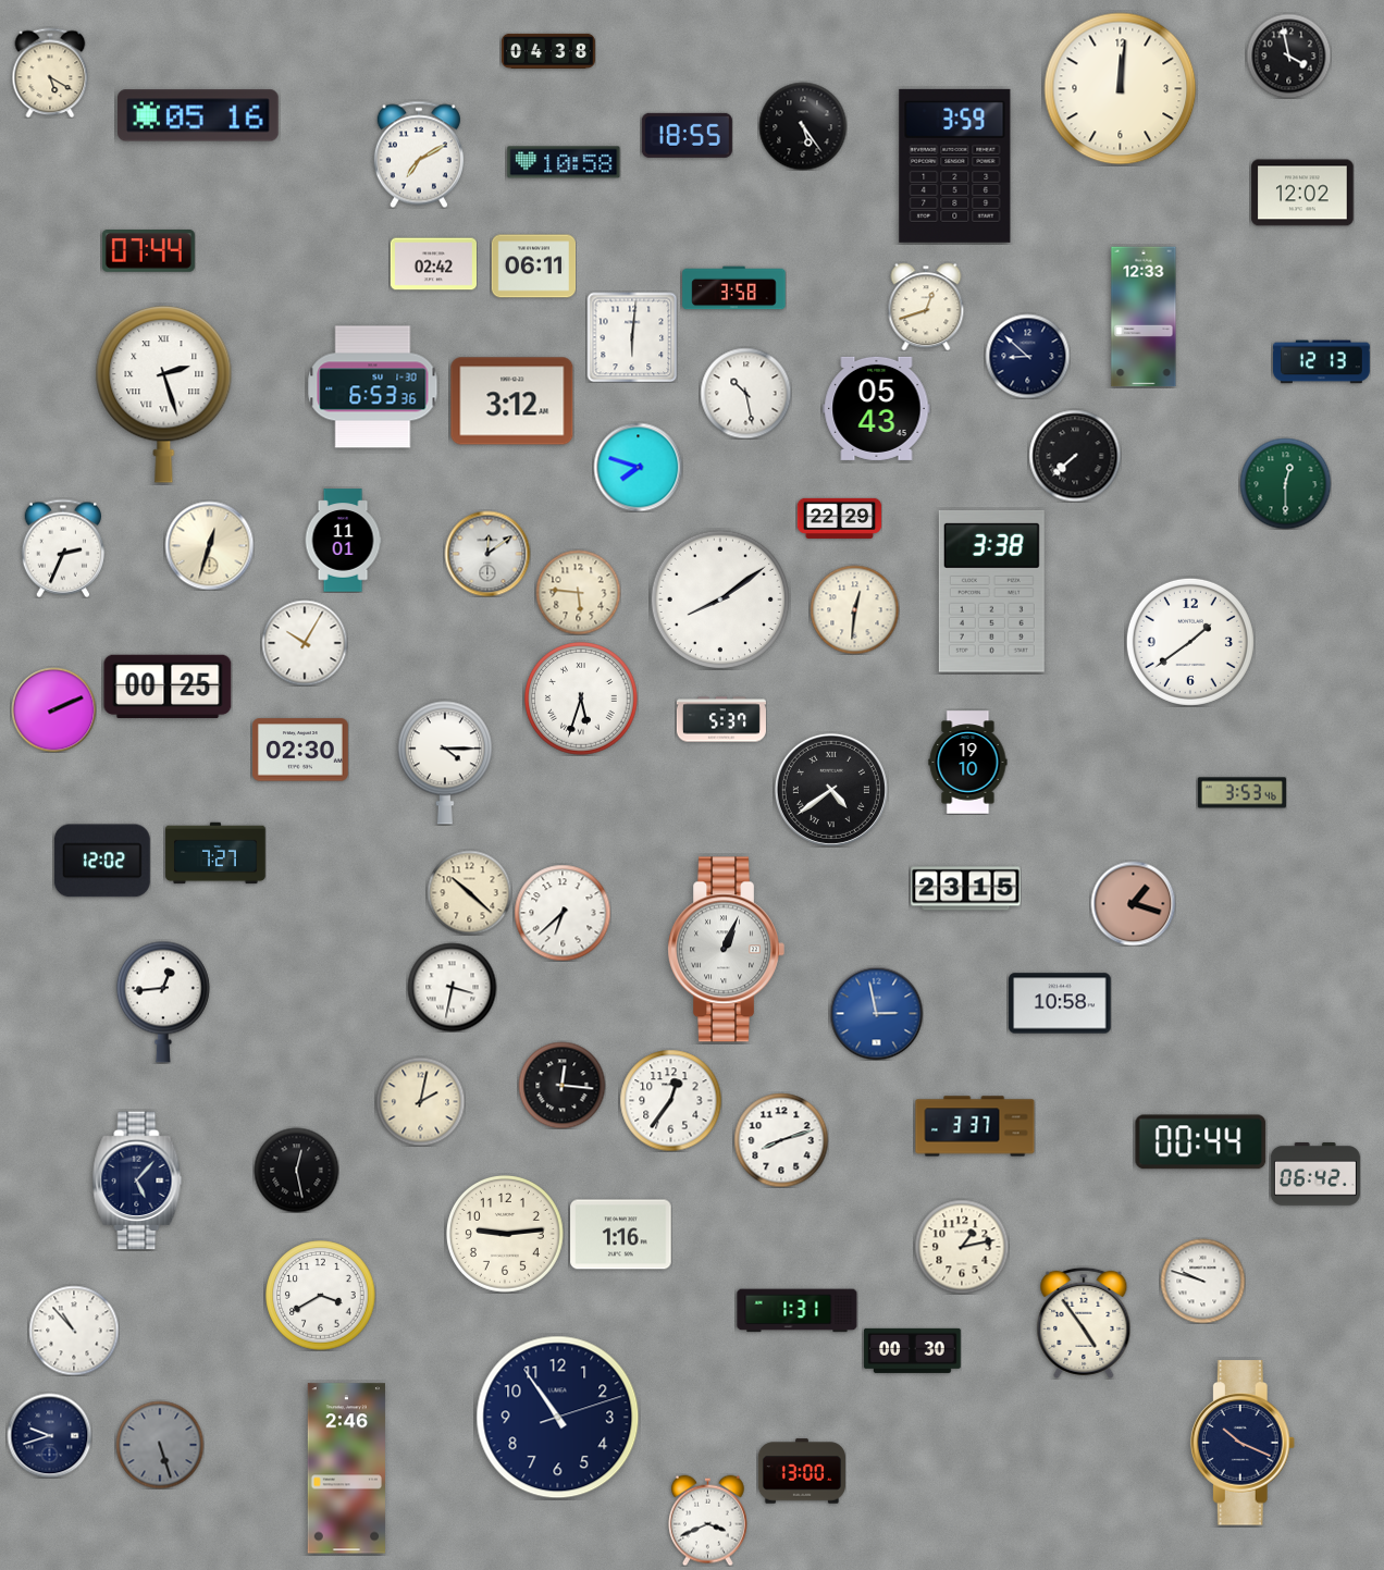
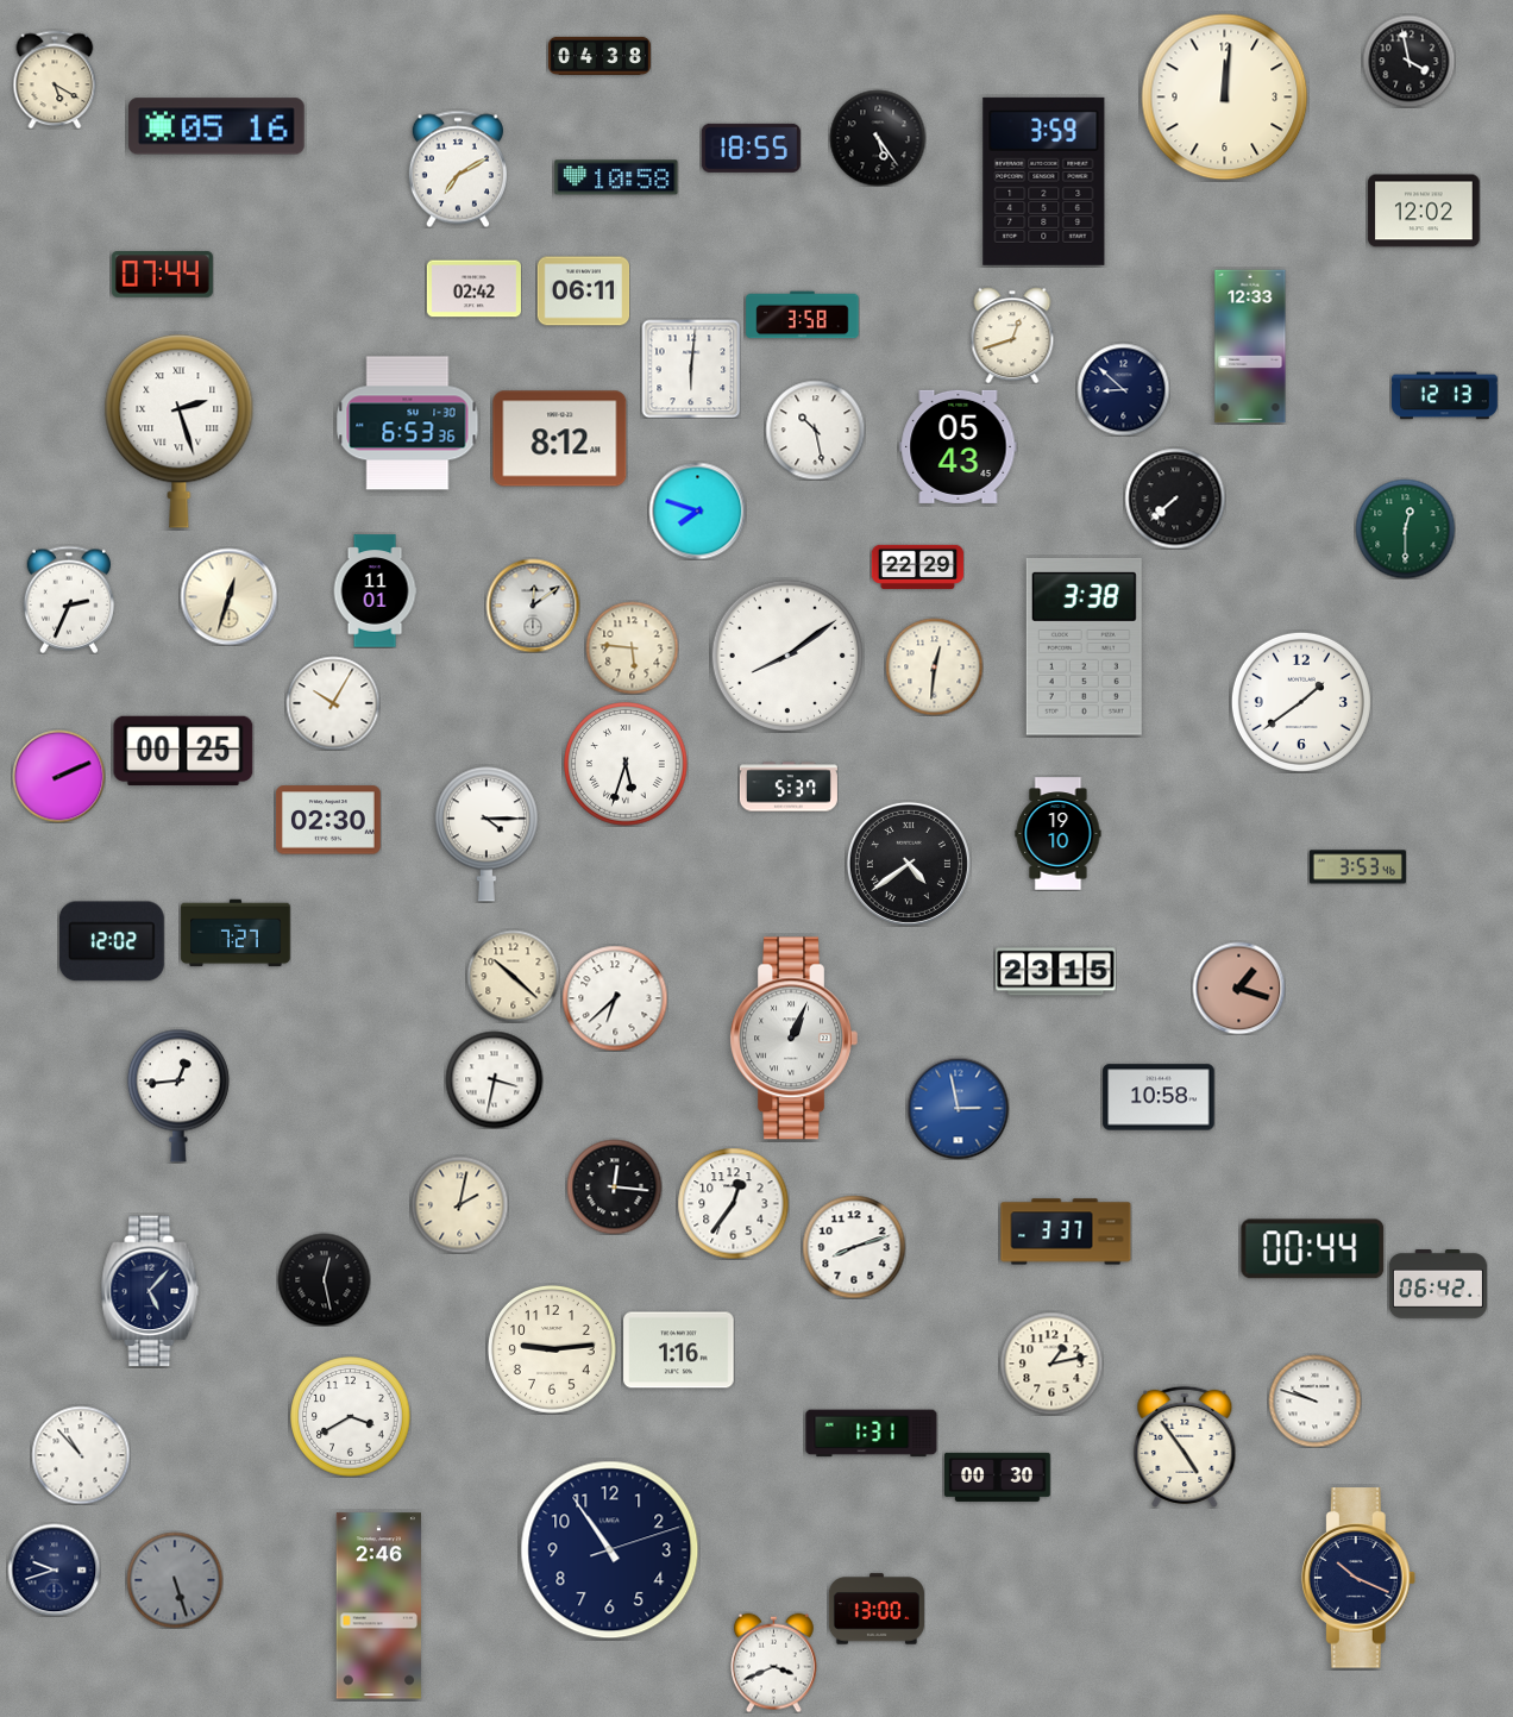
clock at (512, 401): 3:12 -> 8:12
clock at (581, 699) position: (581, 699) -> (626, 764)
